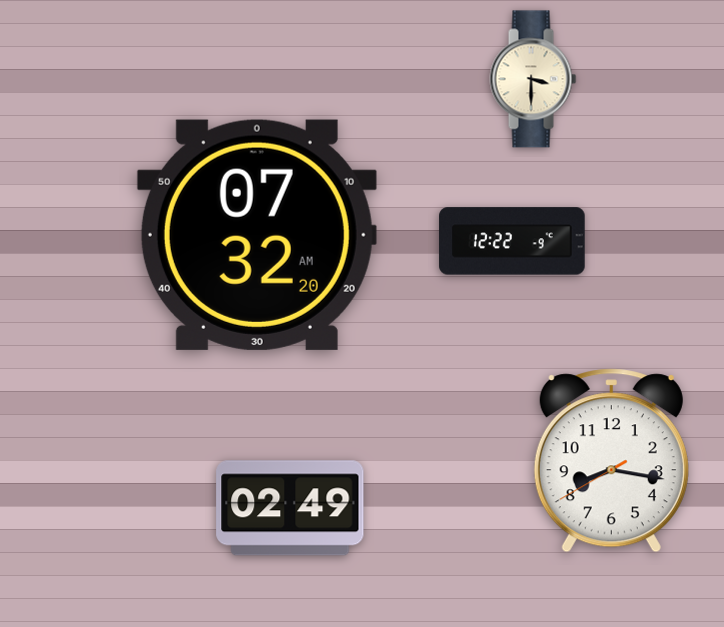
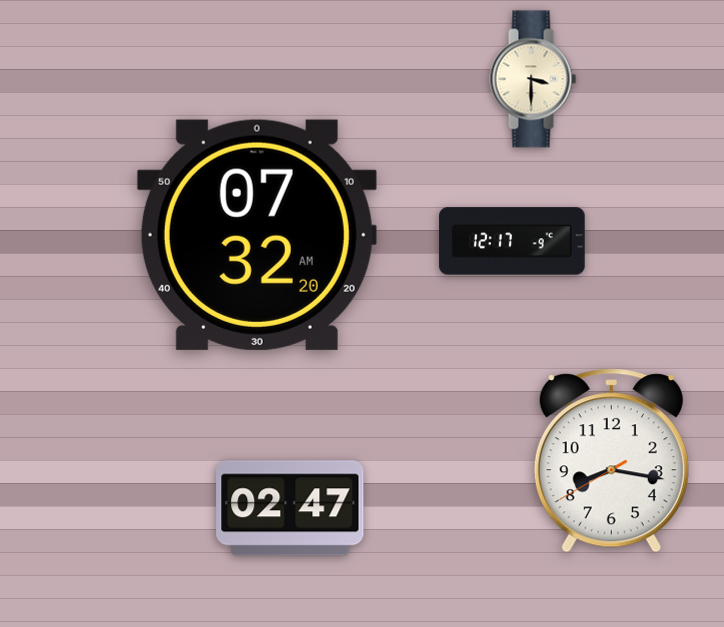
clock at (512, 241): 12:22 -> 12:17
clock at (290, 508): 02:49 -> 02:47
